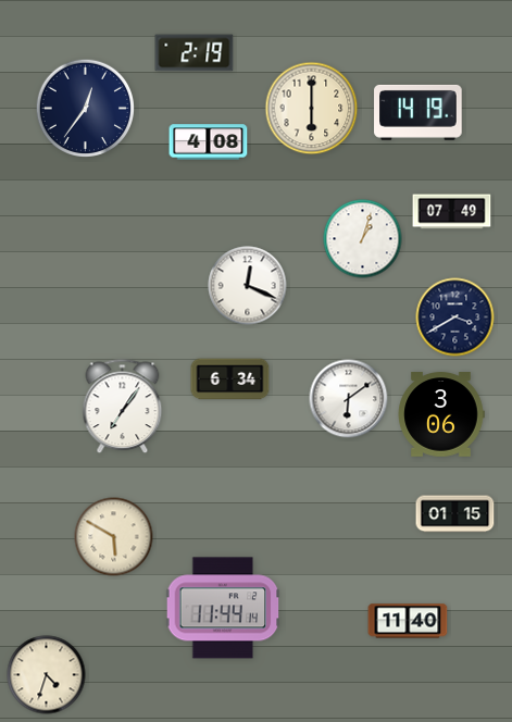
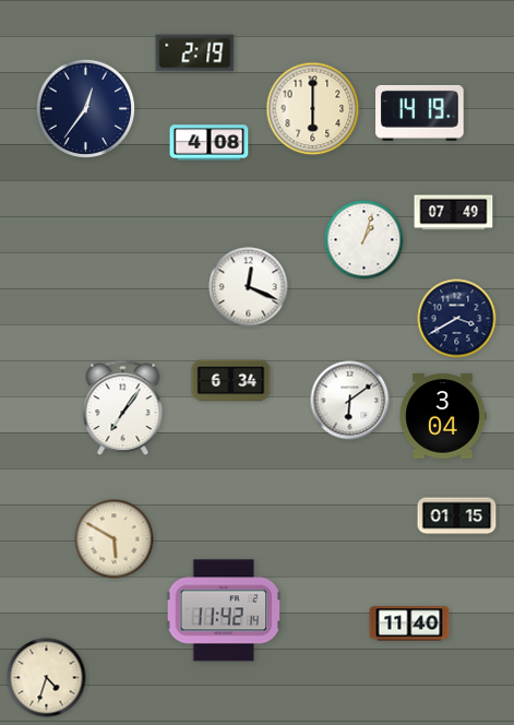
clock at (441, 414): 3:06 -> 3:04
clock at (223, 608): 11:44 -> 11:42
